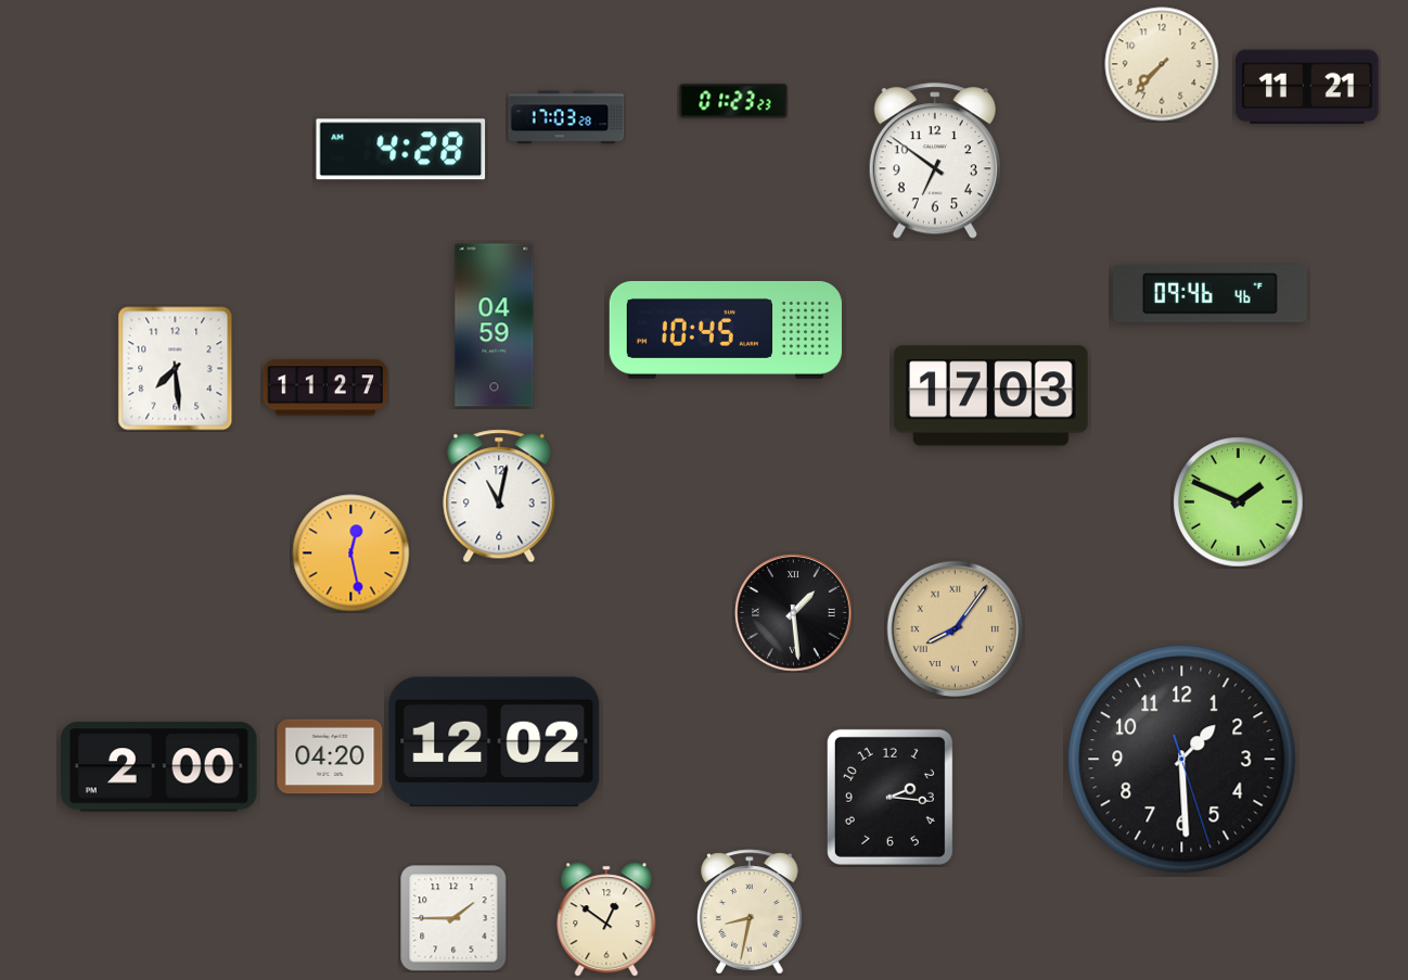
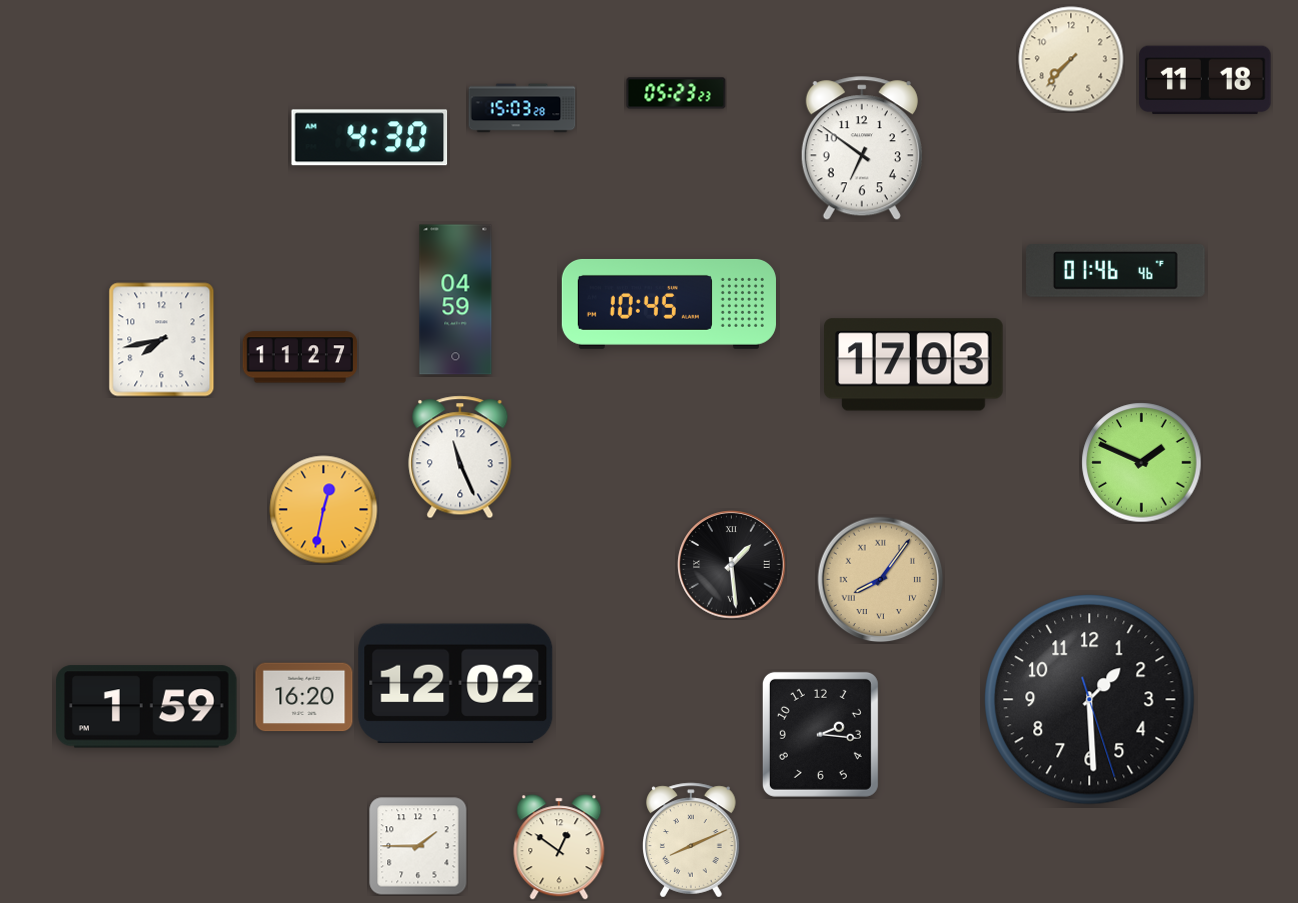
clock at (1307, 87): 11:21 -> 11:18
clock at (733, 101): 01:23 -> 05:23
clock at (566, 117): 17:03 -> 15:03
clock at (401, 150): 4:28 -> 4:30
clock at (1211, 294): 09:46 -> 01:46
clock at (176, 369): 7:29 -> 7:43
clock at (499, 496): 11:02 -> 11:26
clock at (351, 553): 12:28 -> 12:32
clock at (330, 756): 04:20 -> 16:20
clock at (159, 767): 2:00 -> 1:59
clock at (751, 912): 8:32 -> 8:11
